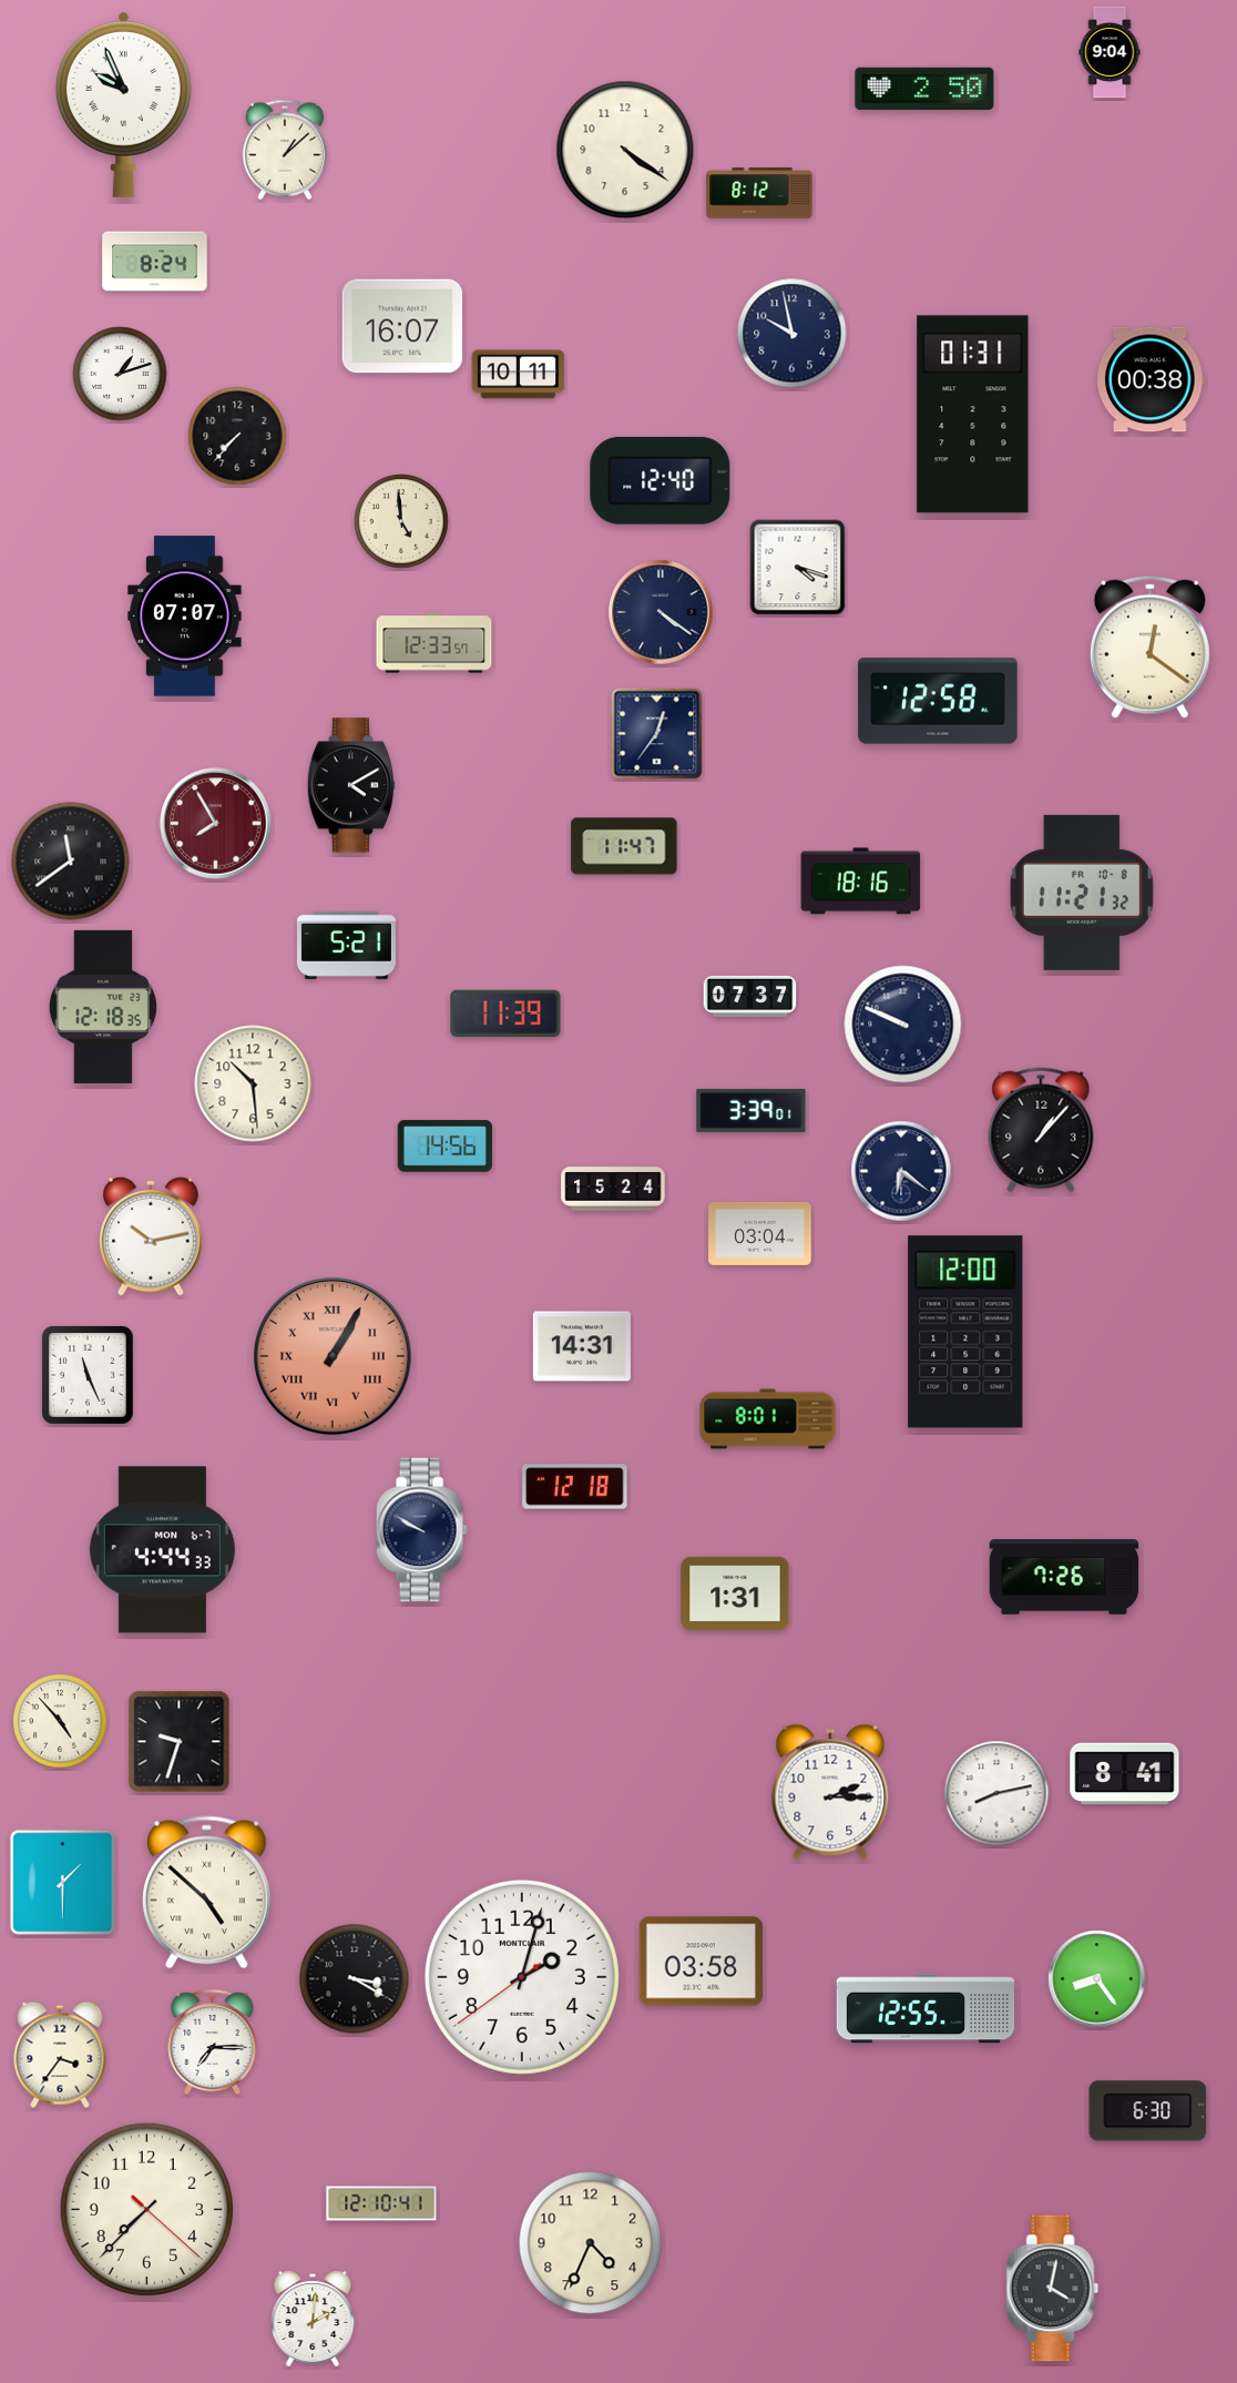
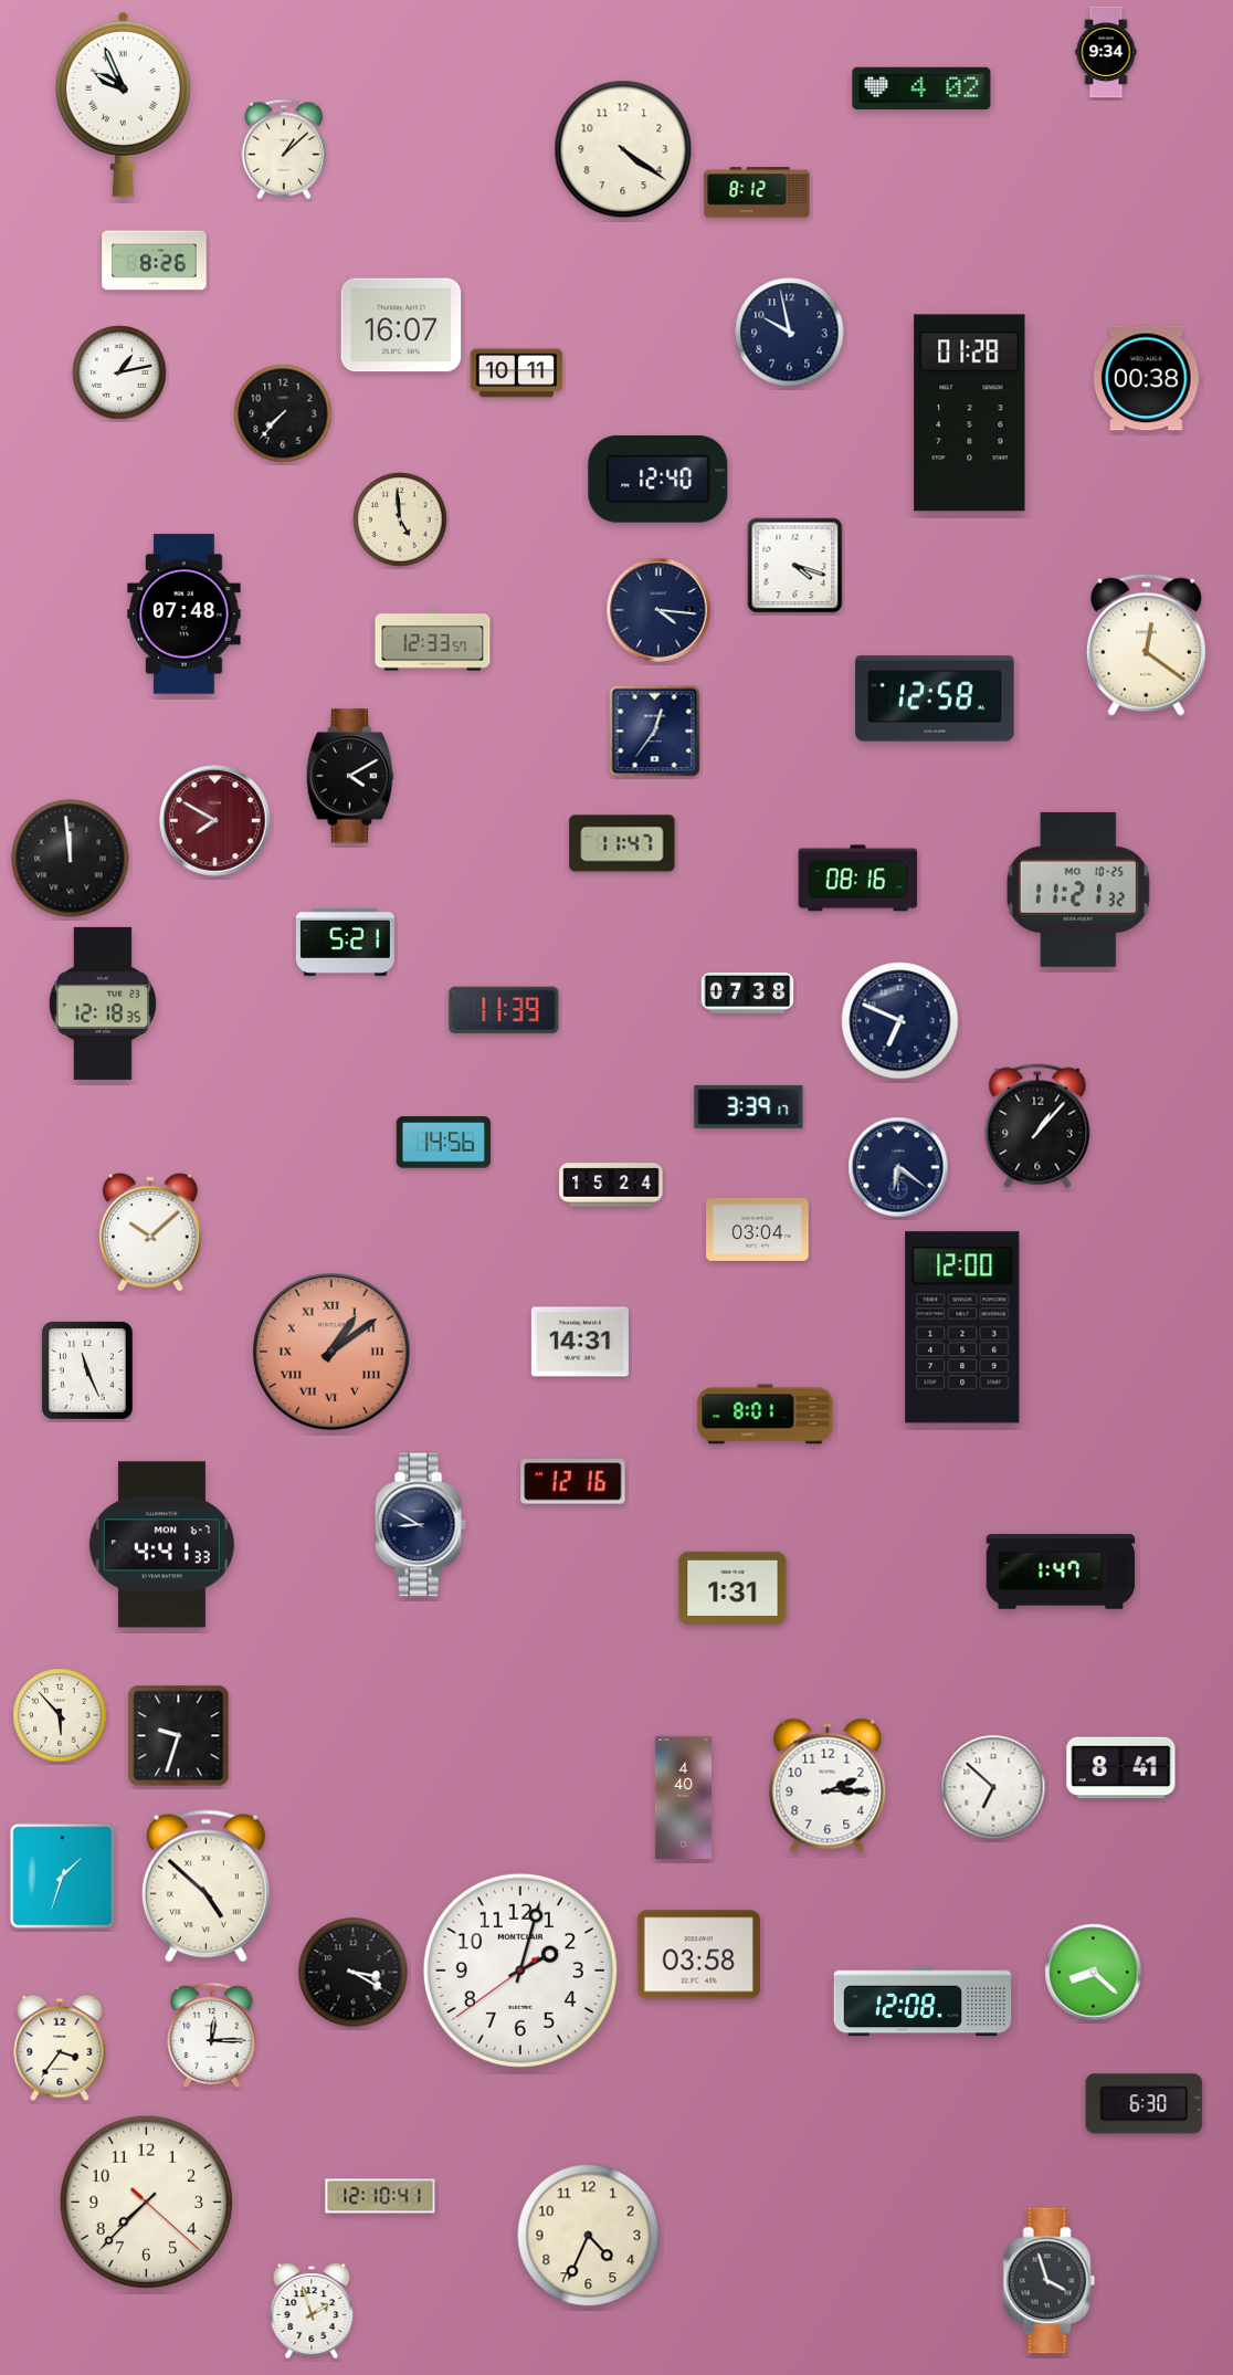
clock at (1110, 52): 9:04 -> 9:34
clock at (924, 88): 2:50 -> 4:02
clock at (155, 262): 8:24 -> 8:26
clock at (120, 374): 1:12 -> 1:13
clock at (973, 415): 01:31 -> 01:28
clock at (237, 436) position: (237, 436) -> (283, 413)
clock at (661, 612): 4:21 -> 4:16
clock at (185, 617): 07:07 -> 07:48
clock at (351, 785) position: (351, 785) -> (350, 776)
clock at (216, 824): 7:55 -> 7:50
clock at (71, 862): 11:39 -> 11:59
clock at (861, 882): 18:16 -> 08:16
clock at (1082, 893) date: FR 10-8 -> MO 10-25
clock at (750, 996): 07:37 -> 07:38
clock at (903, 1025): 9:49 -> 6:49
clock at (253, 1083): 10:29 -> none
clock at (752, 1110): 3:39:01 -> 3:39:17
clock at (151, 1236): 10:13 -> 10:08
clock at (333, 1356): 1:05 -> 1:09
clock at (575, 1487): 12:18 -> 12:16
clock at (421, 1530): 9:50 -> 8:50
clock at (162, 1550): 4:44 -> 4:41
clock at (1064, 1578): 7:26 -> 1:47
clock at (60, 1721): 4:53 -> 5:53
clock at (996, 1793): 8:13 -> 6:52
clock at (683, 1797): none -> 4:40
clock at (62, 1882): 1:30 -> 1:33
clock at (1097, 1979): 8:24 -> 8:22
clock at (926, 2008): 12:55 -> 12:08
clock at (213, 2043): 7:15 -> 12:15
clock at (1053, 2289): 4:02 -> 3:57
clock at (313, 2319): 2:01 -> 1:57
